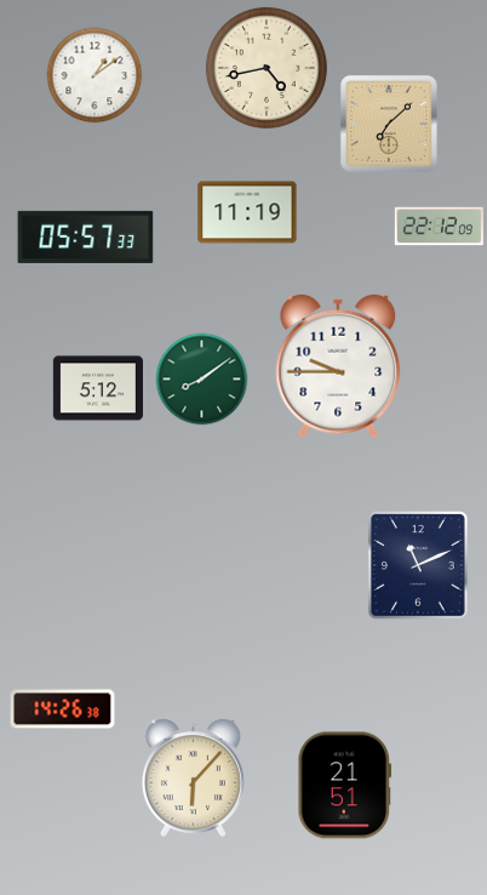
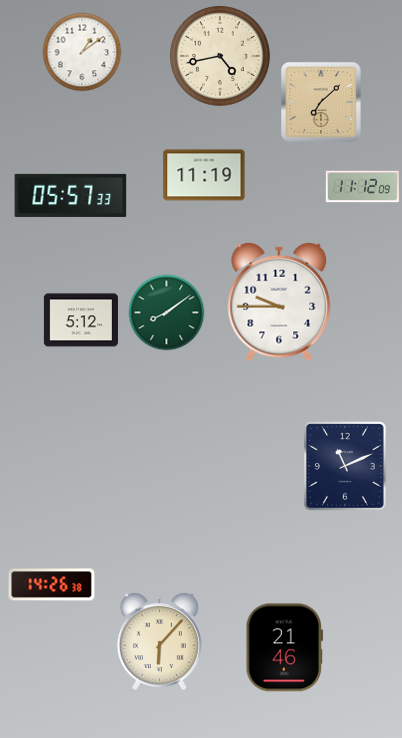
clock at (94, 75) position: (94, 75) -> (82, 52)
clock at (440, 227): 22:12 -> 11:12
clock at (345, 786): 21:51 -> 21:46
